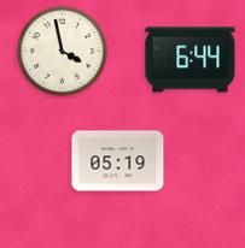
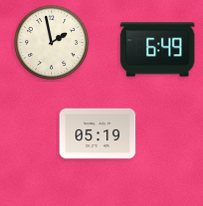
clock at (63, 52): 3:58 -> 1:58
clock at (191, 60): 6:44 -> 6:49
